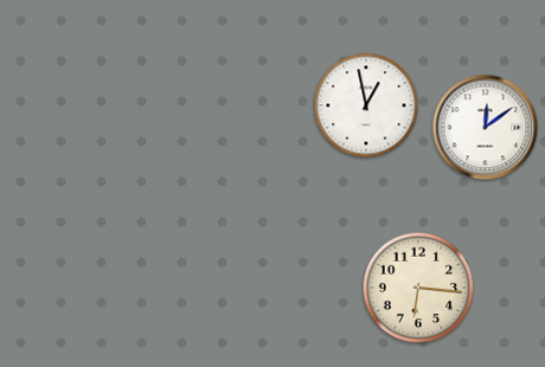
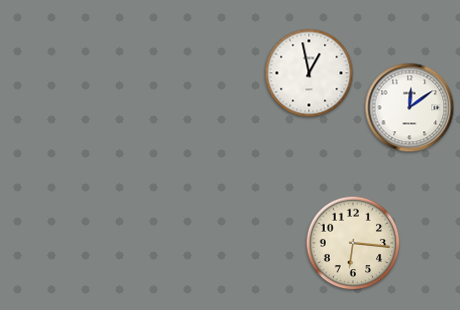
clock at (366, 105) position: (366, 105) -> (309, 73)
